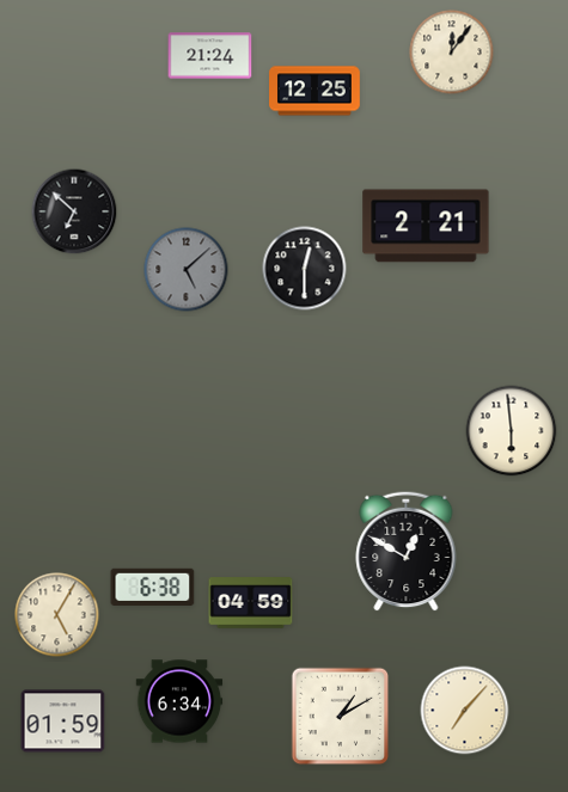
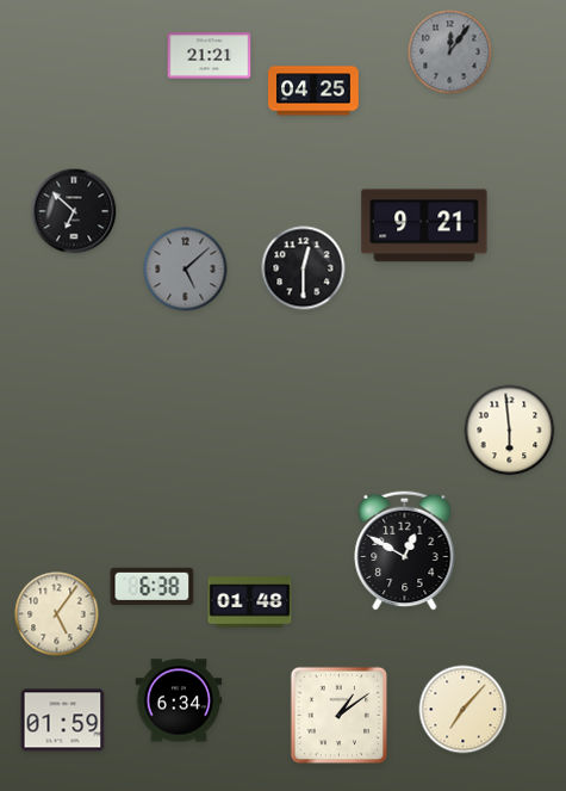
clock at (452, 53) dial: cream -> grey
clock at (210, 56): 21:24 -> 21:21
clock at (314, 91): 12:25 -> 04:25
clock at (426, 226): 2:21 -> 9:21
clock at (251, 603): 04:59 -> 01:48
clock at (57, 615): 5:05 -> 5:06
clock at (341, 717): 1:10 -> 1:09
